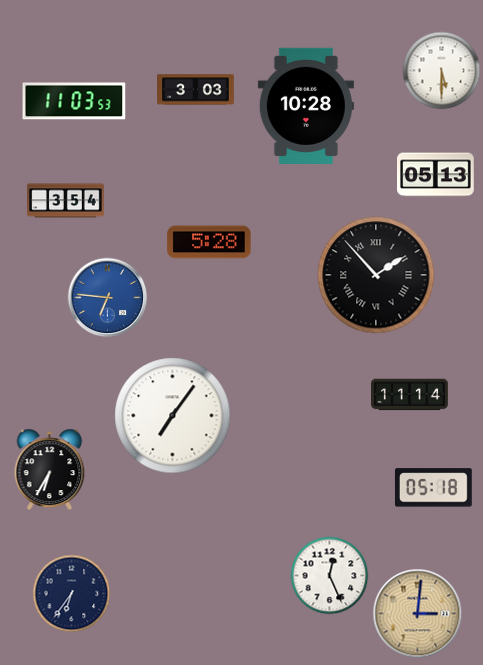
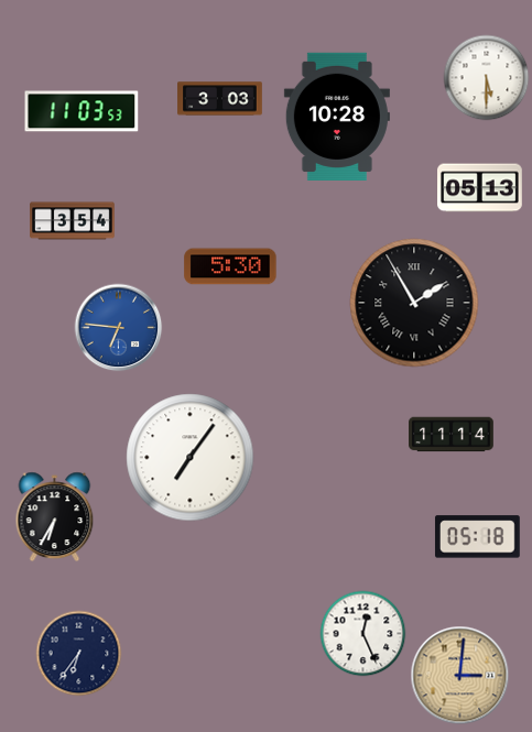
clock at (196, 90) position: (196, 90) -> (220, 99)
clock at (436, 175) position: (436, 175) -> (480, 188)
clock at (209, 242): 5:28 -> 5:30
clock at (376, 275): 1:53 -> 1:55
